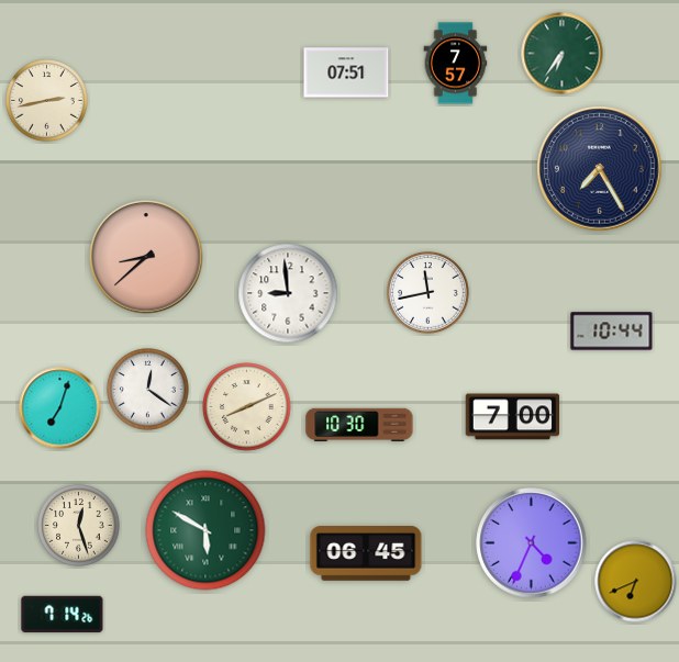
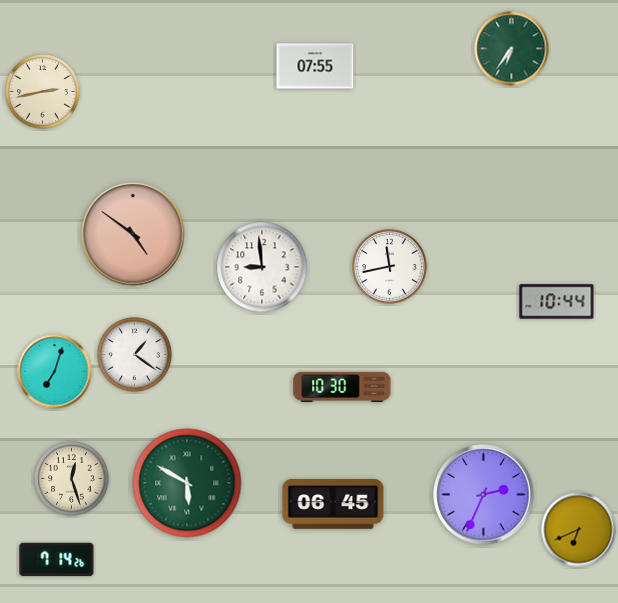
clock at (456, 64): 7:57 -> none
clock at (346, 72): 07:51 -> 07:55
clock at (600, 169): 7:25 -> none
clock at (146, 257): 8:38 -> 4:51
clock at (148, 390): 12:21 -> 1:21
clock at (247, 407): 8:11 -> none
clock at (513, 417): 7:00 -> none
clock at (359, 424) position: (359, 424) -> (342, 386)
clock at (532, 543): 4:34 -> 2:34
